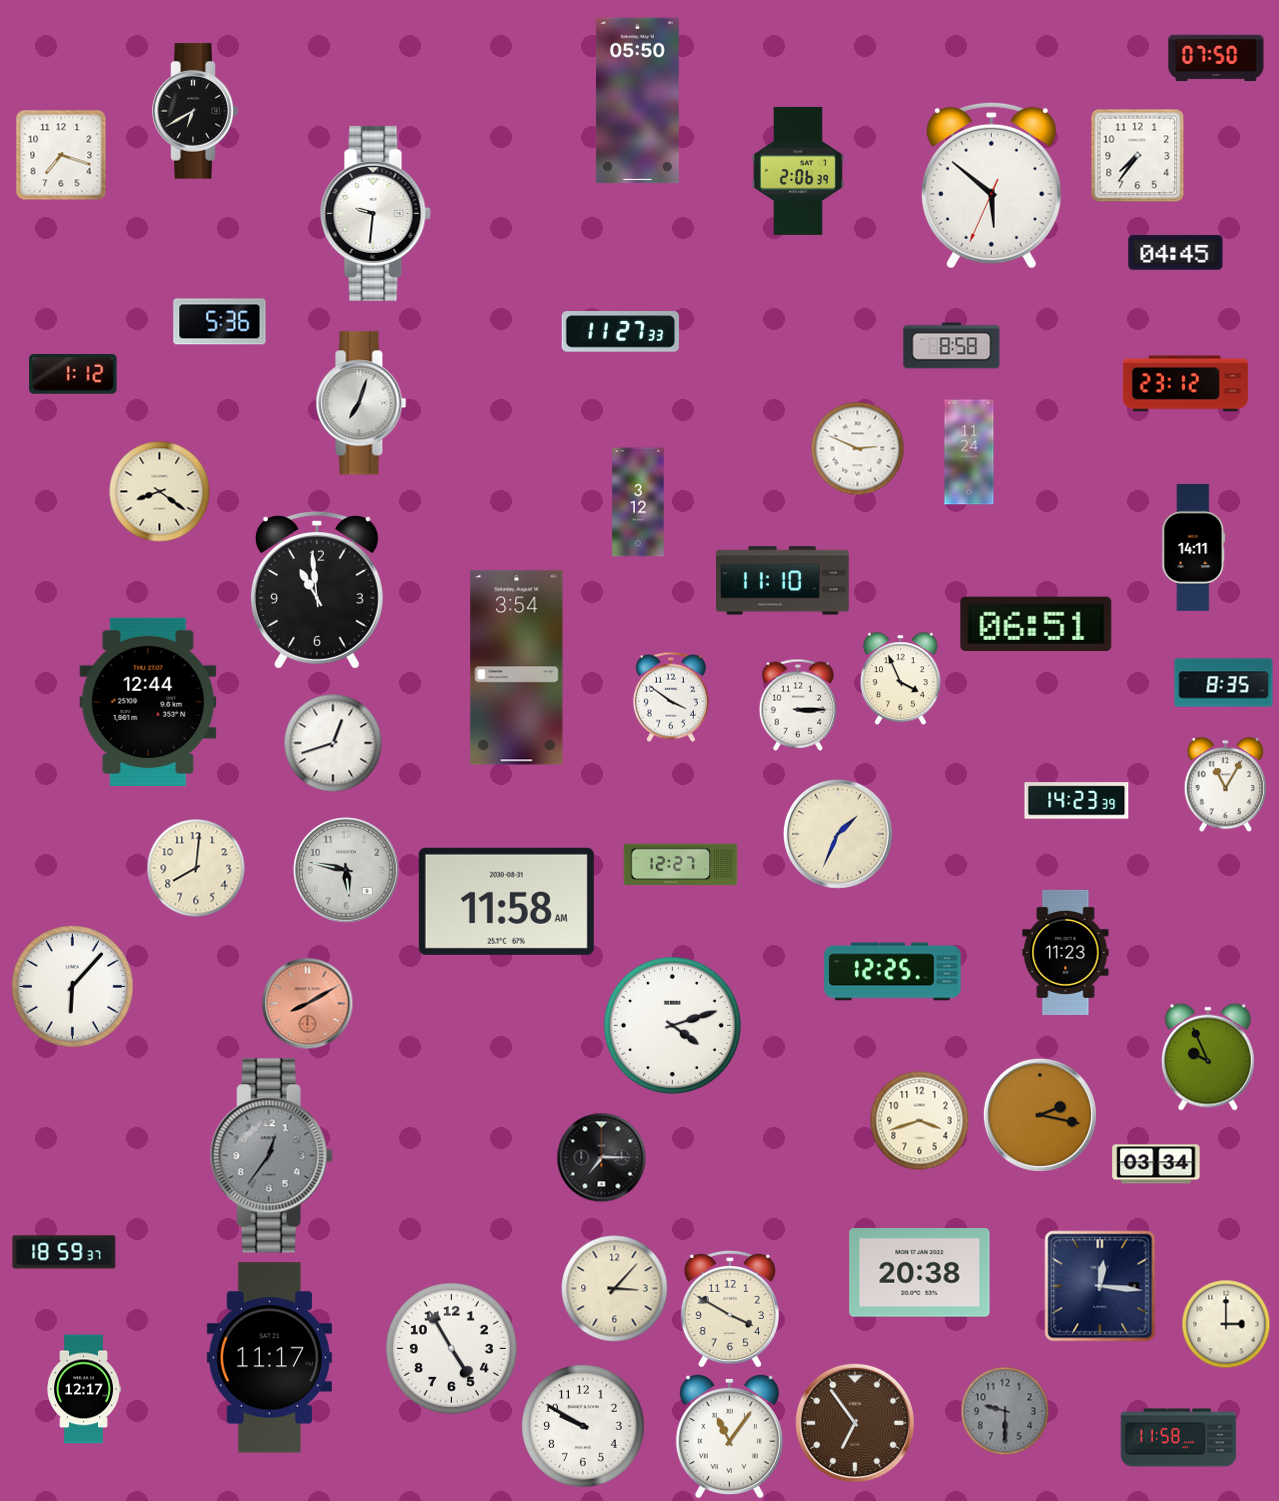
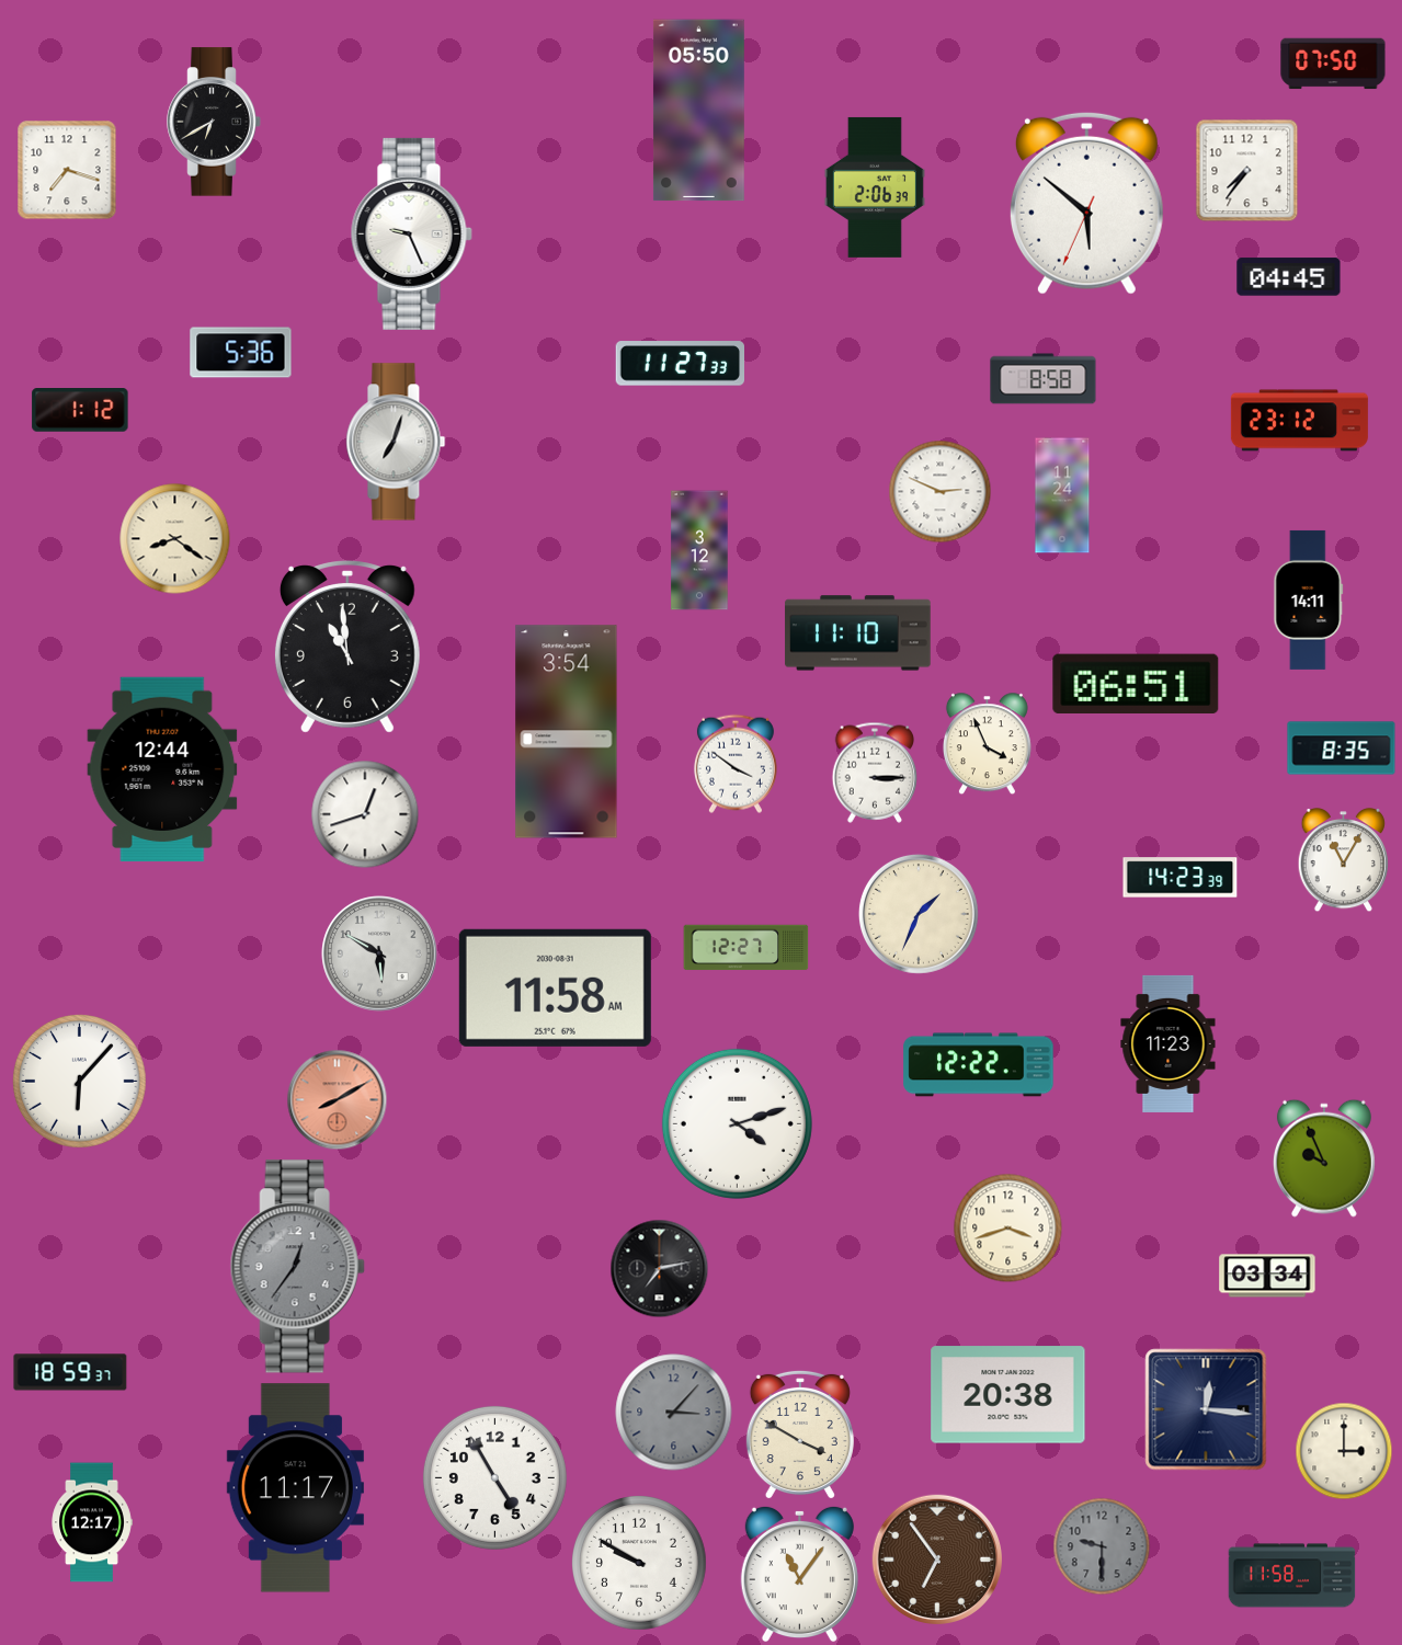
clock at (375, 213): 9:31 -> 9:26
clock at (783, 581) position: (783, 581) -> (858, 633)
clock at (196, 868): 8:01 -> none
clock at (346, 870): 5:47 -> 5:50
clock at (893, 972): 12:25 -> 12:22
clock at (1040, 1115): 2:17 -> none
clock at (601, 1157): 7:15 -> 7:13
clock at (615, 1289) dial: cream -> grey
